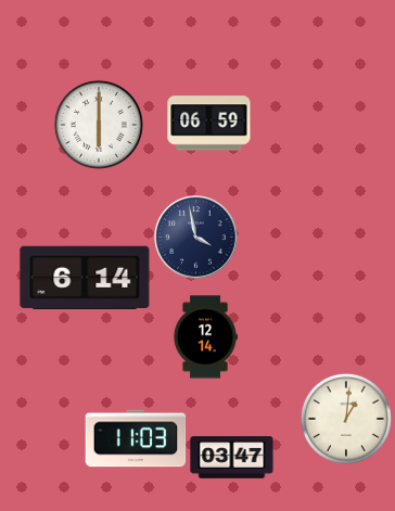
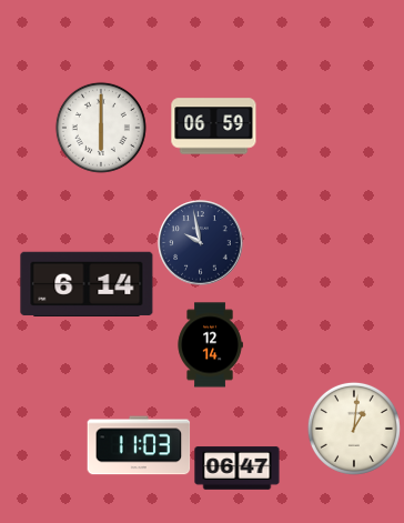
clock at (196, 238): 3:58 -> 9:58
clock at (136, 438) position: (136, 438) -> (139, 445)
clock at (232, 458): 03:47 -> 06:47
